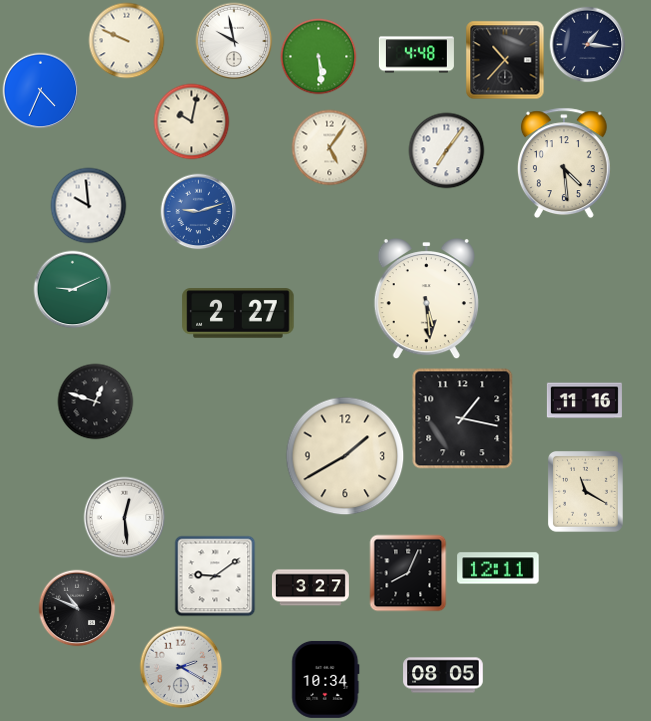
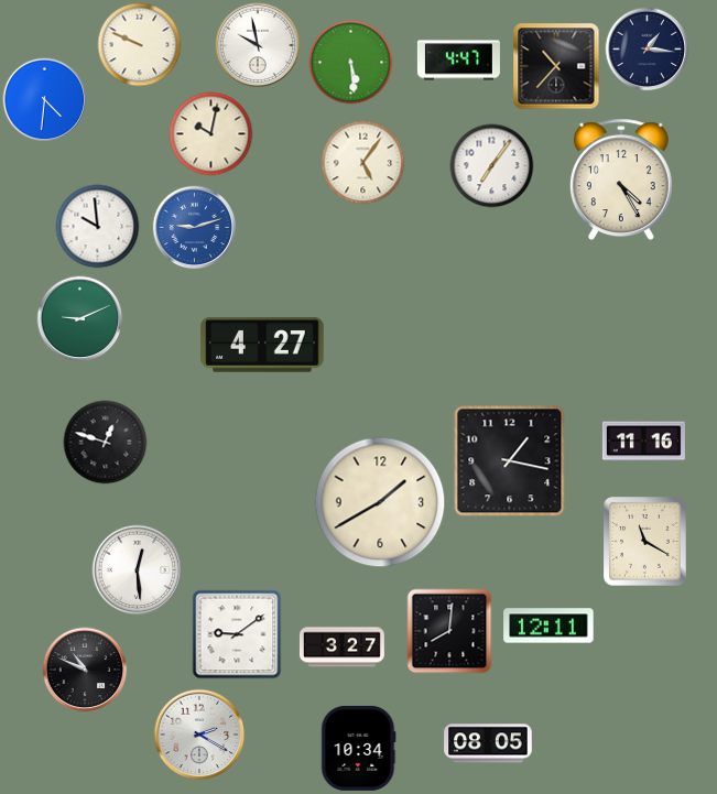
clock at (416, 55): 4:48 -> 4:47
clock at (41, 91): 4:34 -> 4:31
clock at (564, 163): 4:29 -> 4:25
clock at (199, 212) position: (199, 212) -> (195, 228)
clock at (426, 299): 5:29 -> none
clock at (238, 313): 2:27 -> 4:27
clock at (408, 573): 8:04 -> 8:01
